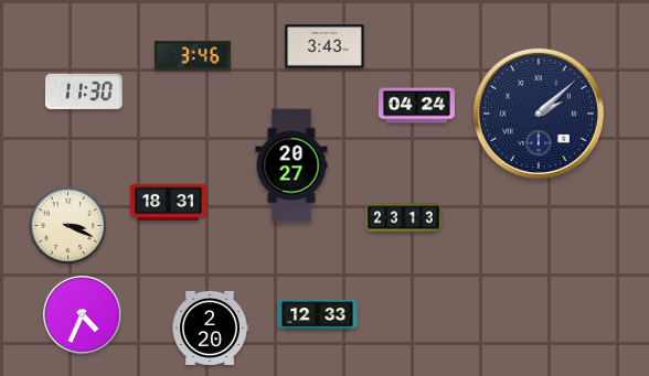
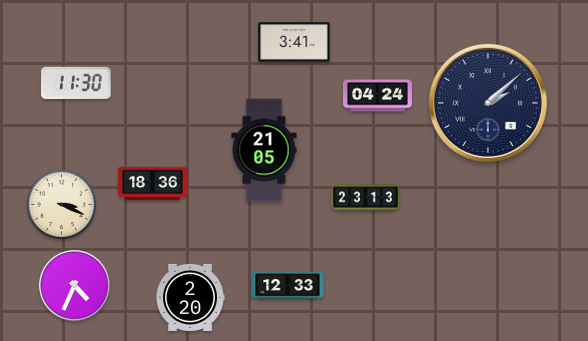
clock at (324, 46): 3:43 -> 3:41
clock at (192, 56): 3:46 -> none
clock at (291, 165): 20:27 -> 21:05
clock at (168, 203): 18:31 -> 18:36
